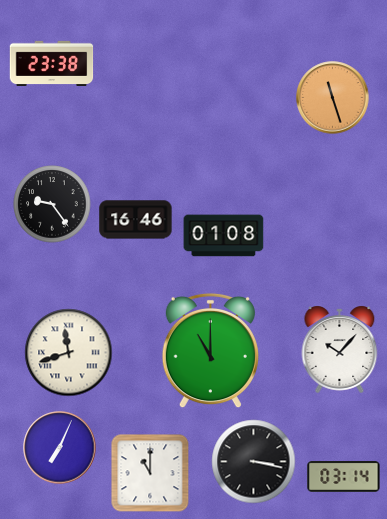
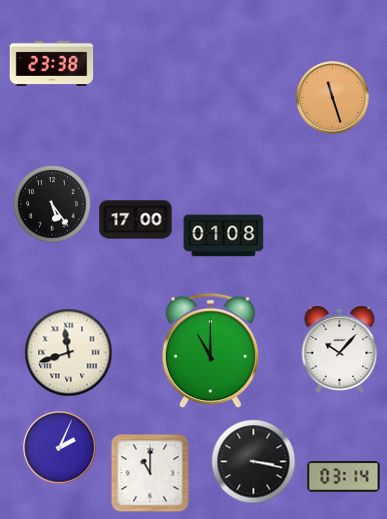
clock at (52, 204): 9:24 -> 5:24
clock at (136, 220): 16:46 -> 17:00
clock at (60, 448): 7:04 -> 2:04
